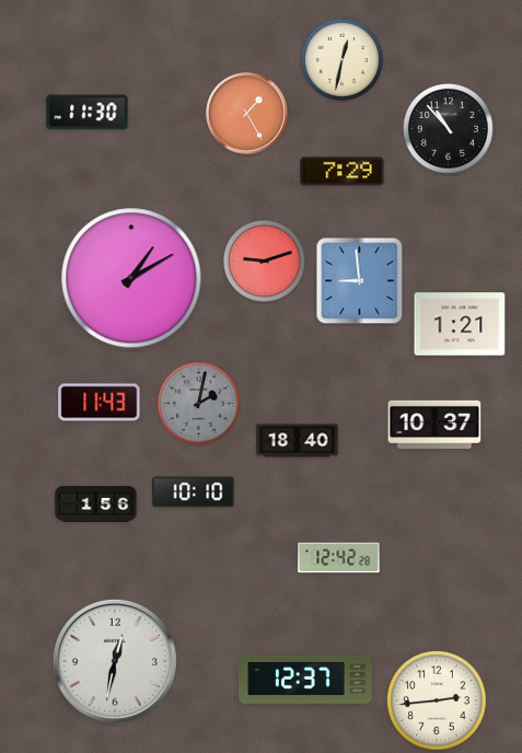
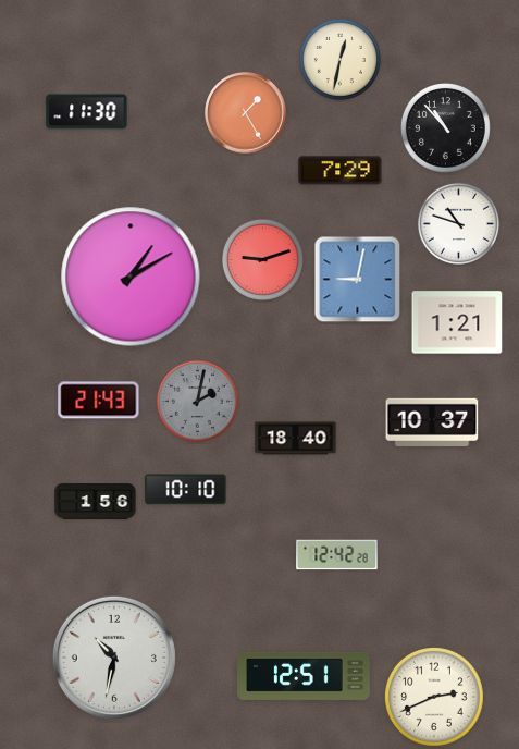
clock at (458, 223): none -> 10:48
clock at (360, 281): 8:59 -> 9:02
clock at (100, 403): 11:43 -> 21:43
clock at (194, 493) position: (194, 493) -> (186, 490)
clock at (115, 661): 12:32 -> 10:32
clock at (306, 680): 12:37 -> 12:51
clock at (438, 702): 2:44 -> 2:41
